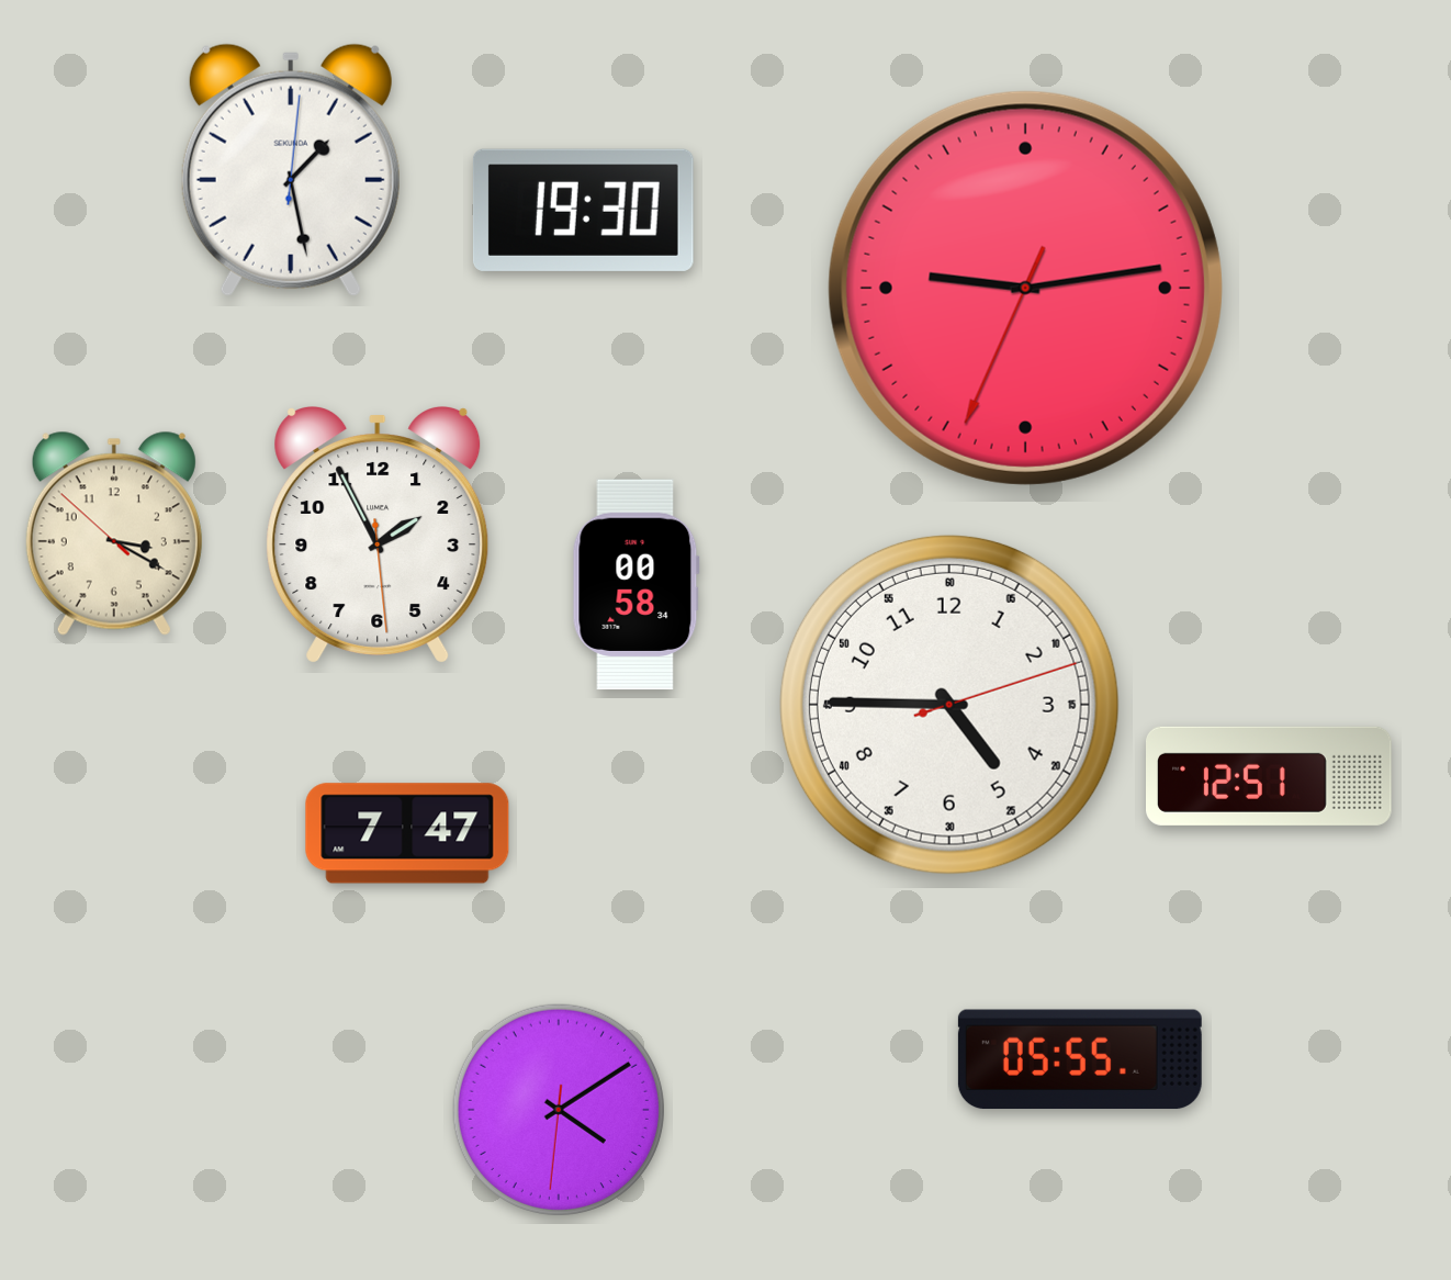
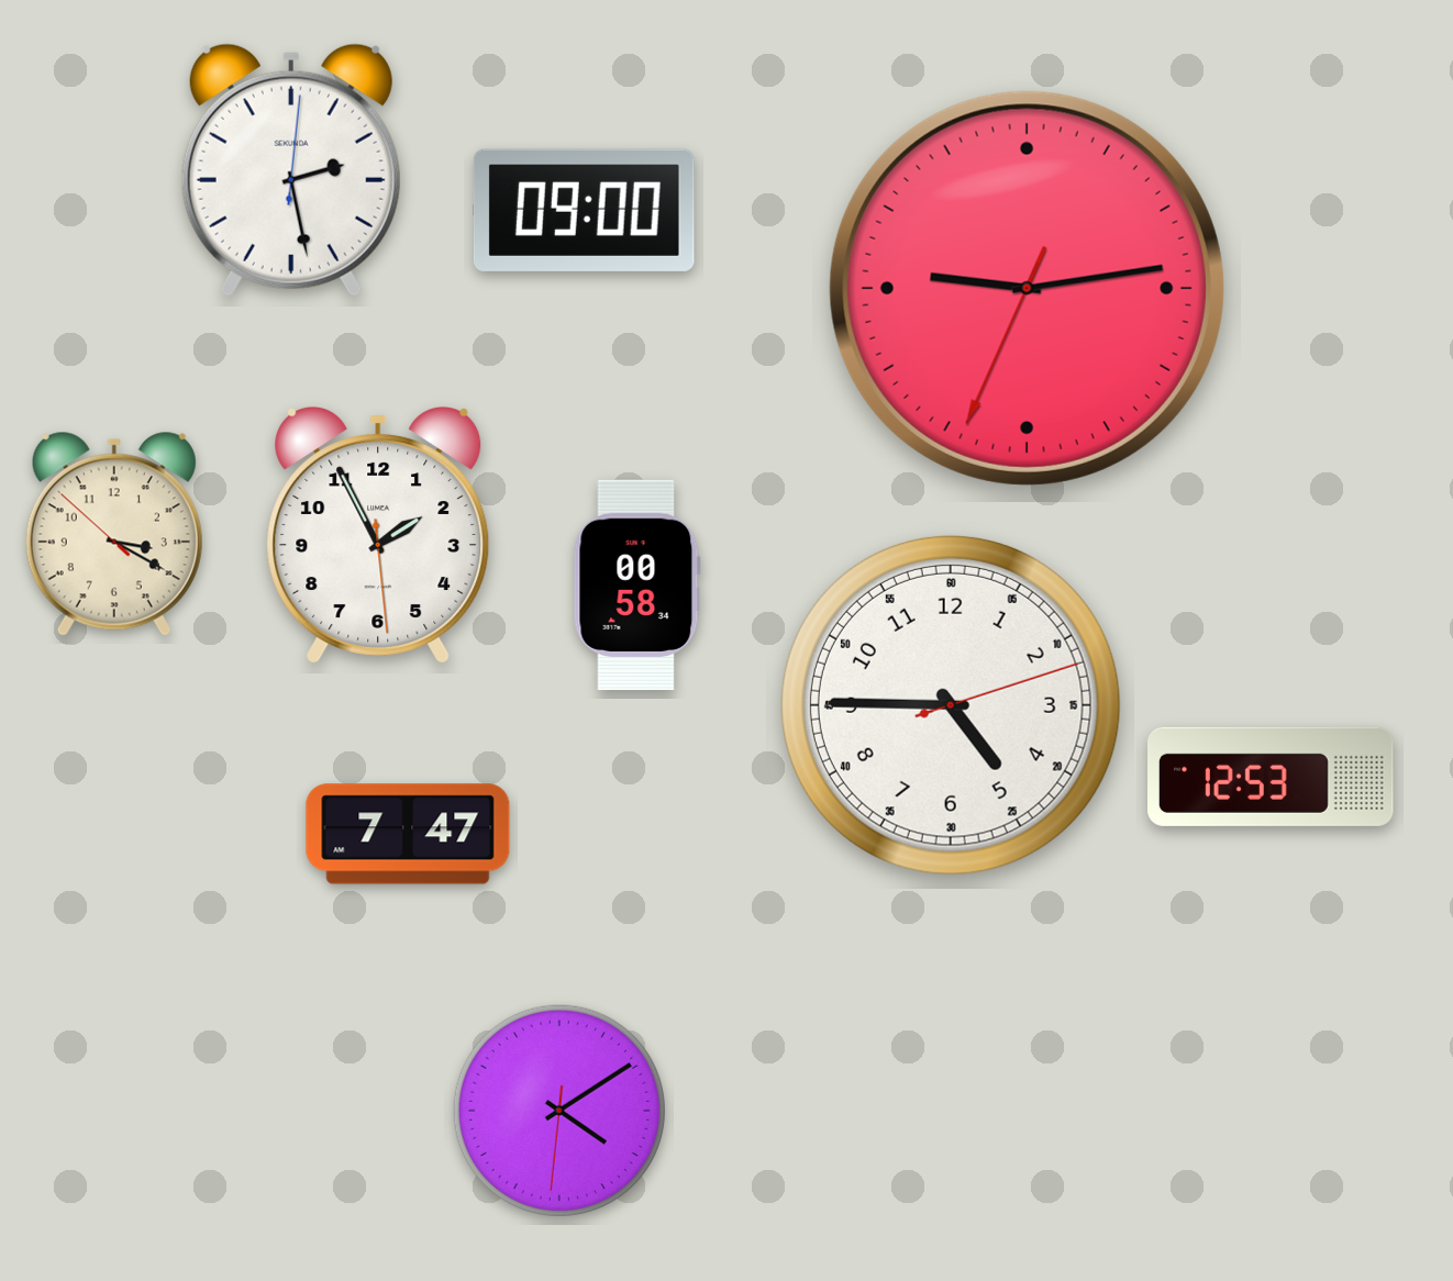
clock at (291, 170): 1:28 -> 2:28
clock at (583, 210): 19:30 -> 09:00
clock at (1270, 776): 12:51 -> 12:53
clock at (1080, 1059): 05:55 -> none
